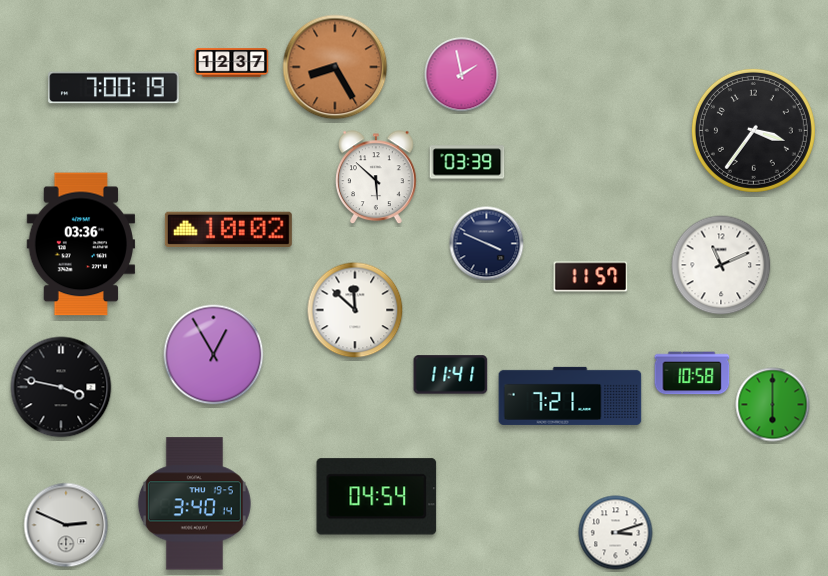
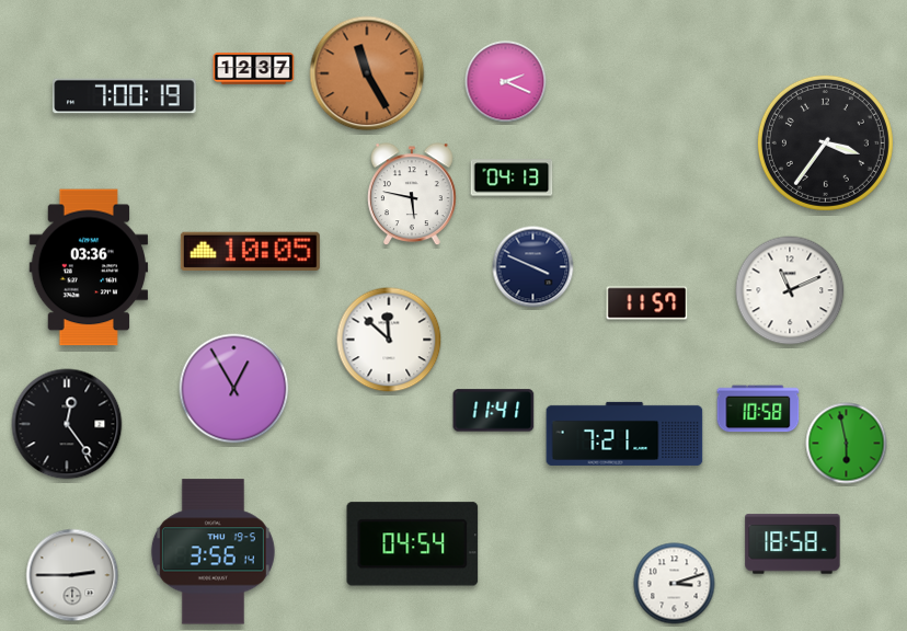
clock at (335, 67): 8:25 -> 11:25
clock at (462, 75): 1:58 -> 2:19
clock at (467, 162): 03:39 -> 04:13
clock at (377, 178): 5:52 -> 5:47
clock at (228, 229): 10:02 -> 10:05
clock at (61, 387): 3:47 -> 12:24
clock at (773, 405): 6:00 -> 5:58
clock at (793, 544): none -> 18:58
clock at (194, 504): 3:40 -> 3:56
clock at (66, 525): 2:49 -> 2:45
